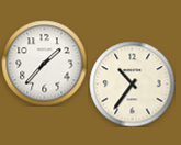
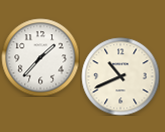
clock at (132, 83): 10:36 -> 10:41
